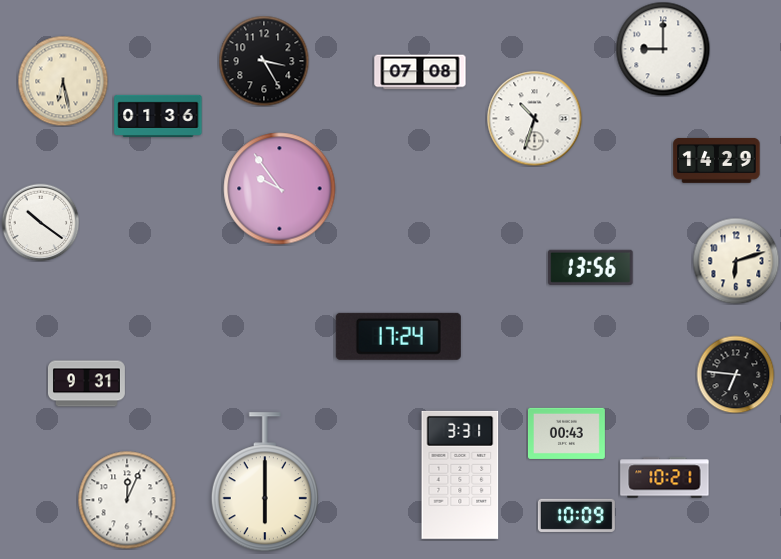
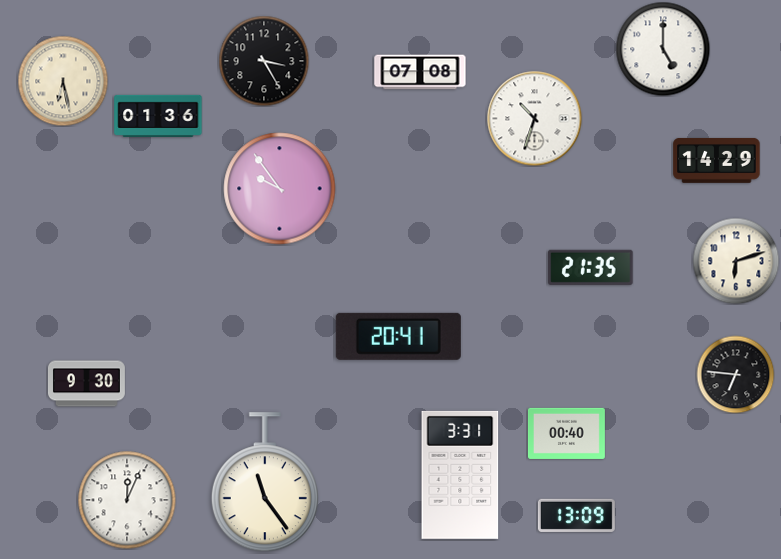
clock at (663, 49): 9:00 -> 5:00
clock at (40, 222): 10:21 -> none
clock at (591, 267): 13:56 -> 21:35
clock at (398, 336): 17:24 -> 20:41
clock at (86, 384): 9:31 -> 9:30
clock at (566, 433): 00:43 -> 00:40
clock at (665, 478): 10:21 -> none
clock at (265, 483): 6:00 -> 11:24
clock at (576, 515): 10:09 -> 13:09
